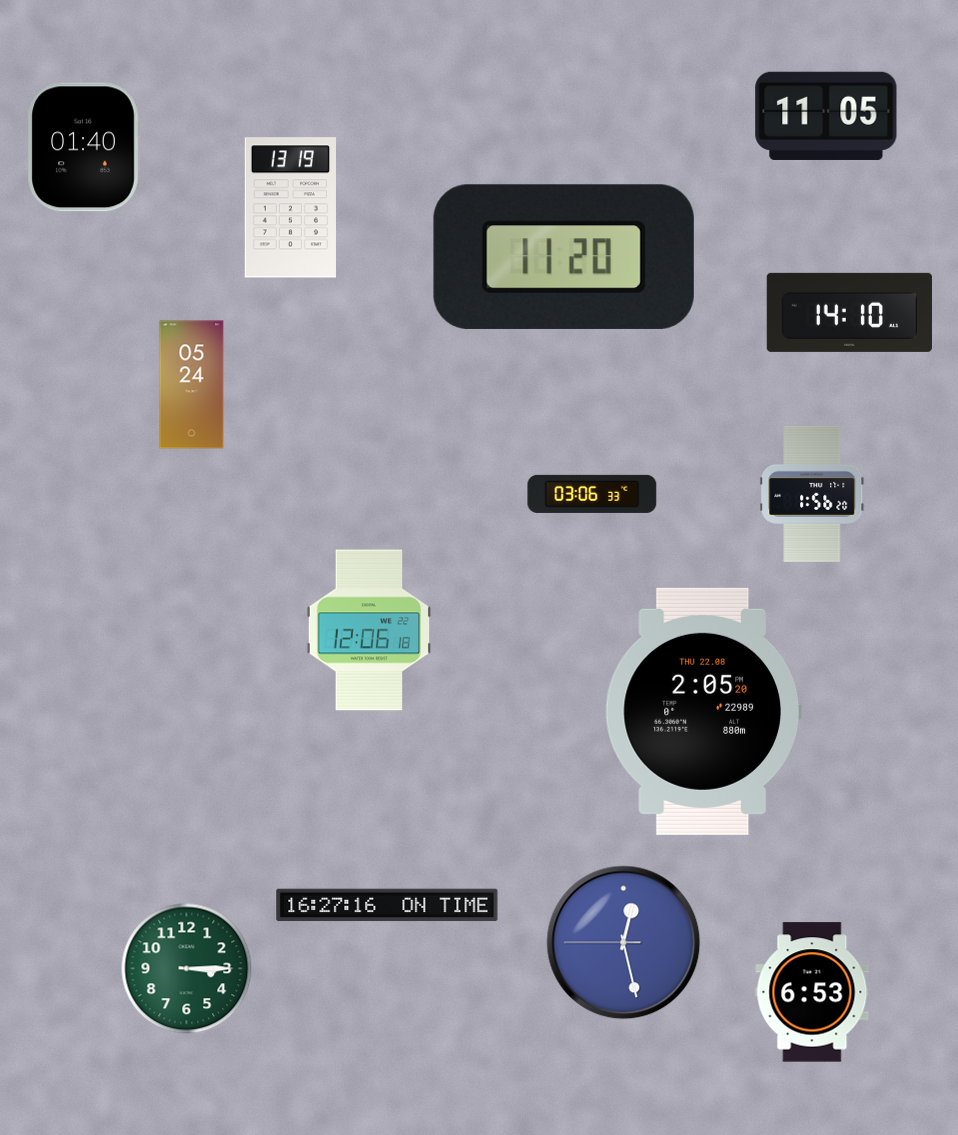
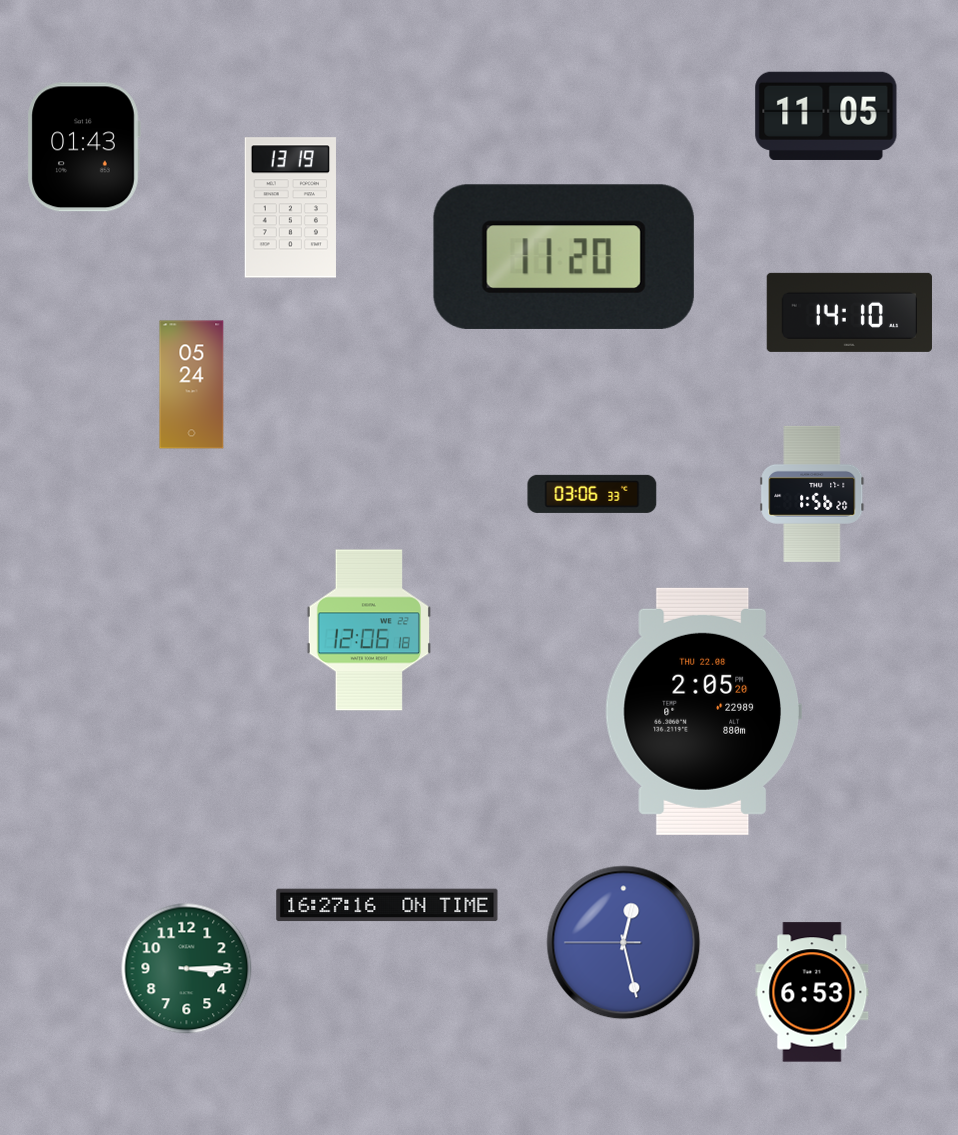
clock at (84, 147): 01:40 -> 01:43
